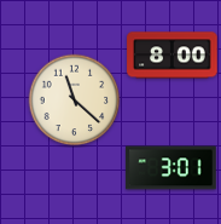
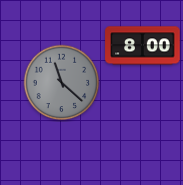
clock at (75, 100) dial: cream -> grey
clock at (171, 168): 3:01 -> none
